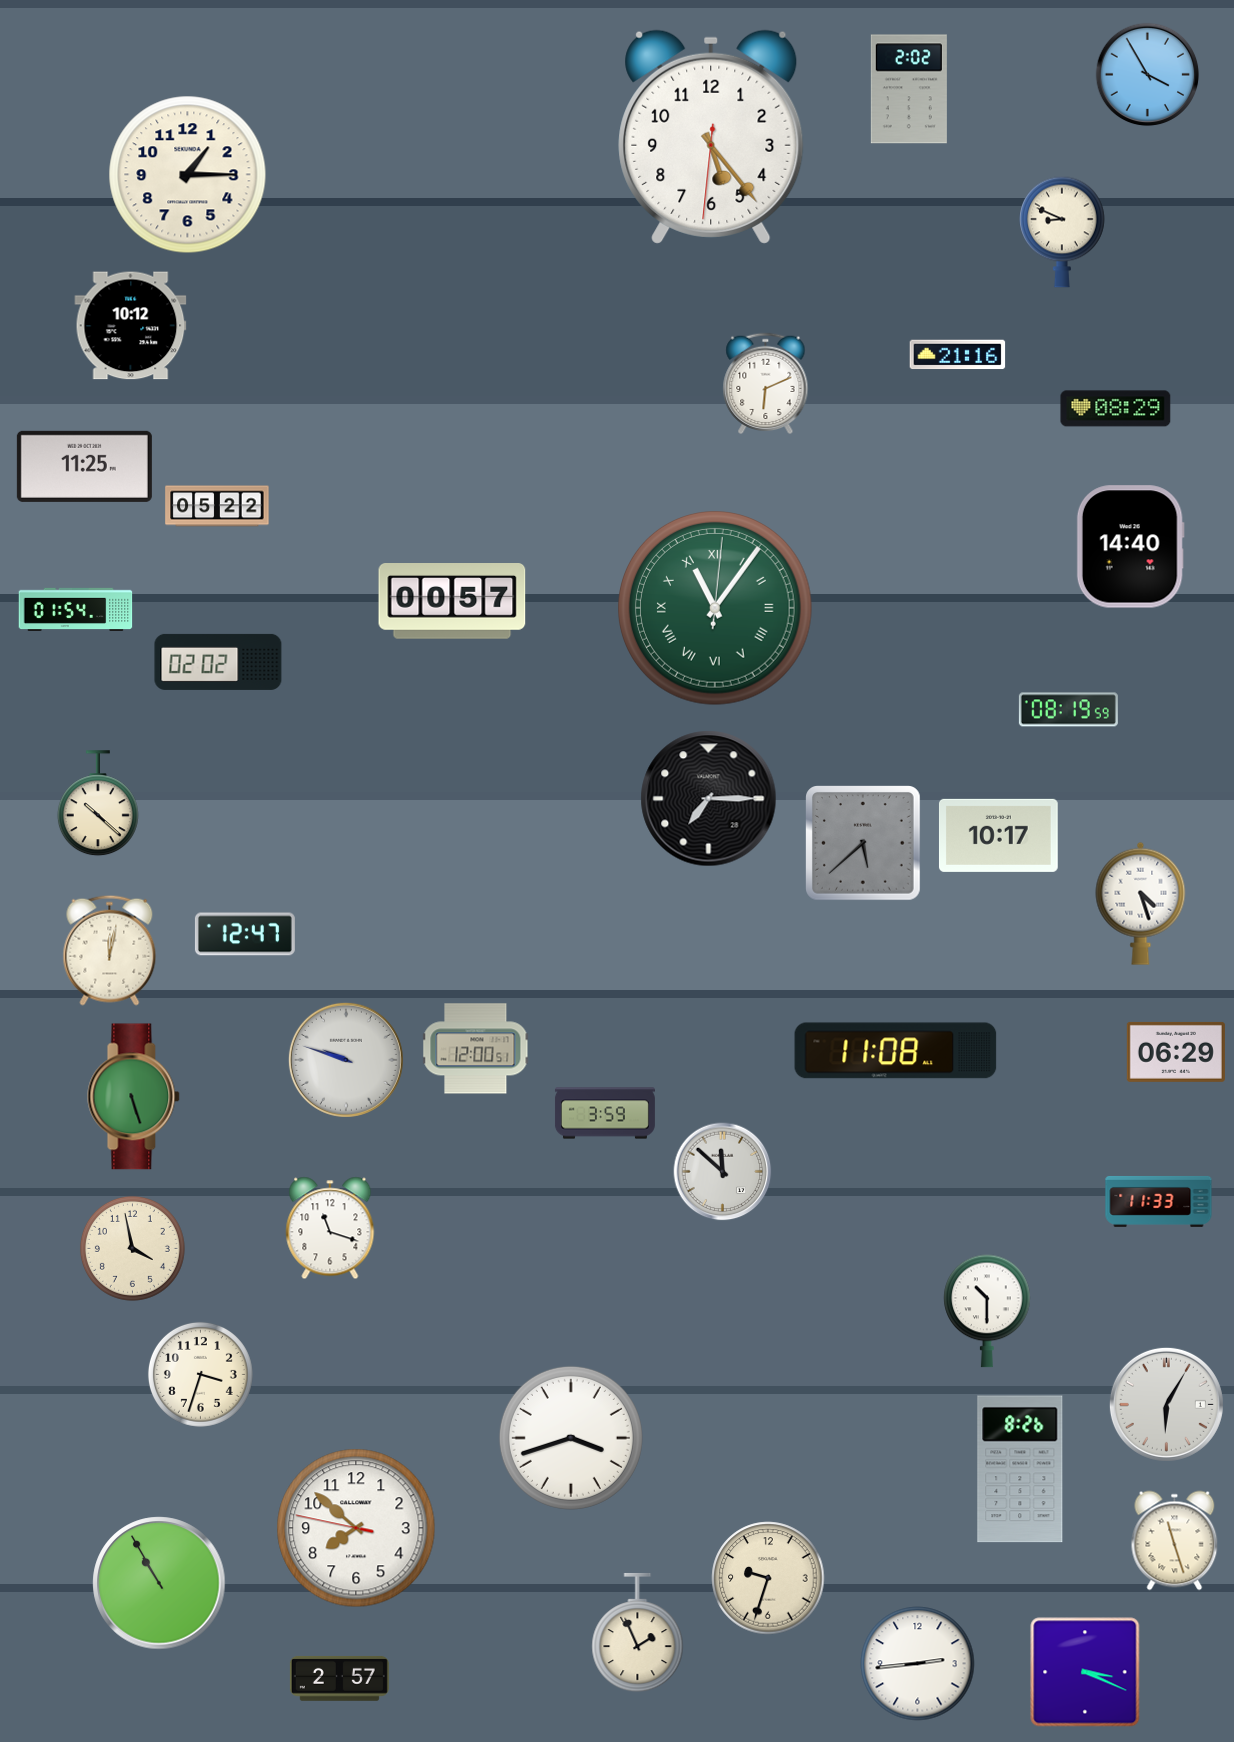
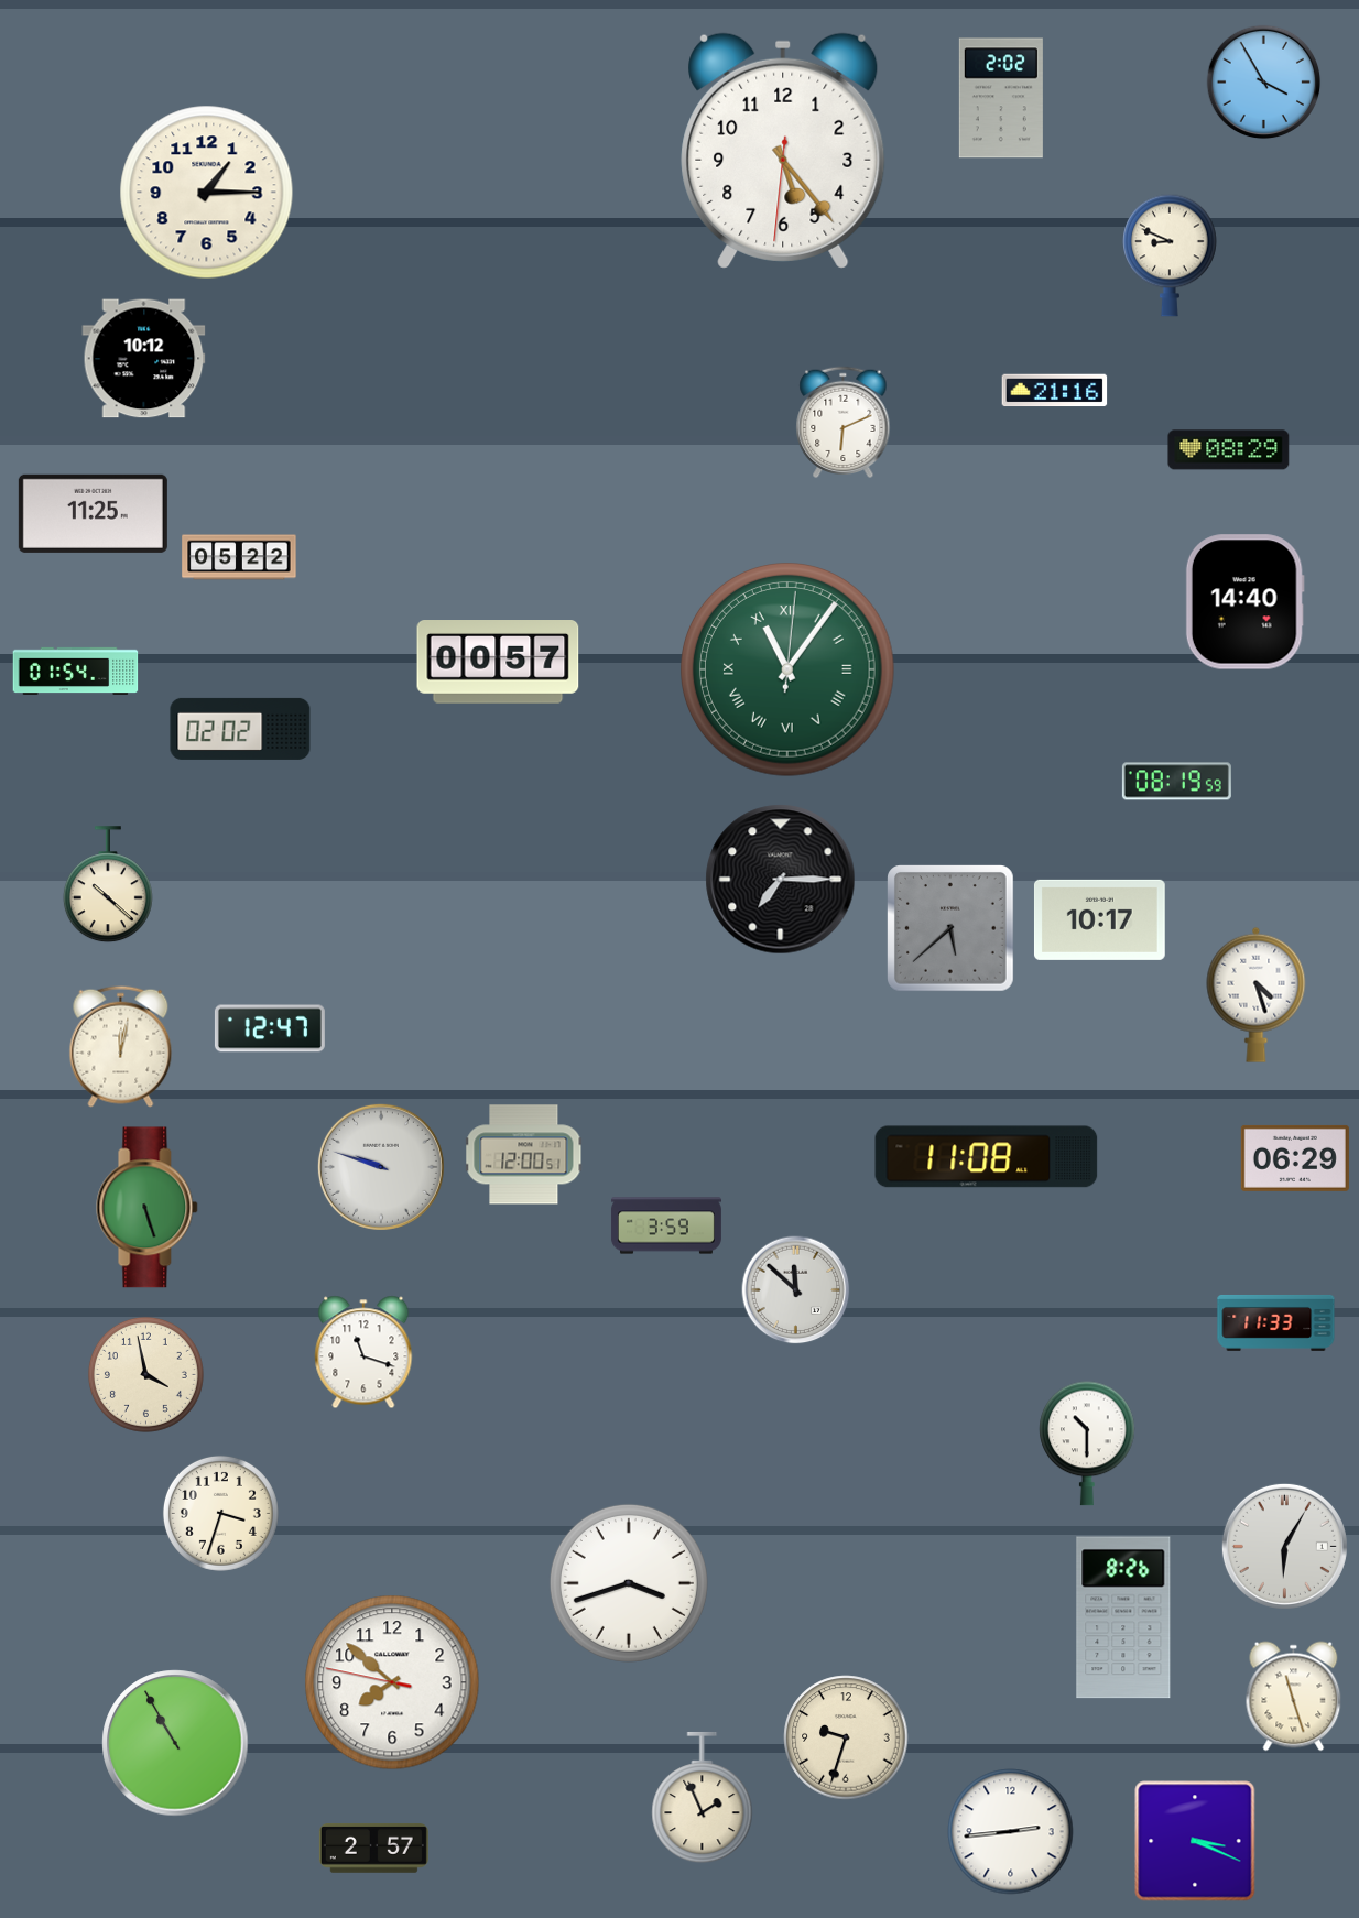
clock at (76, 610) position: (76, 610) -> (76, 672)
